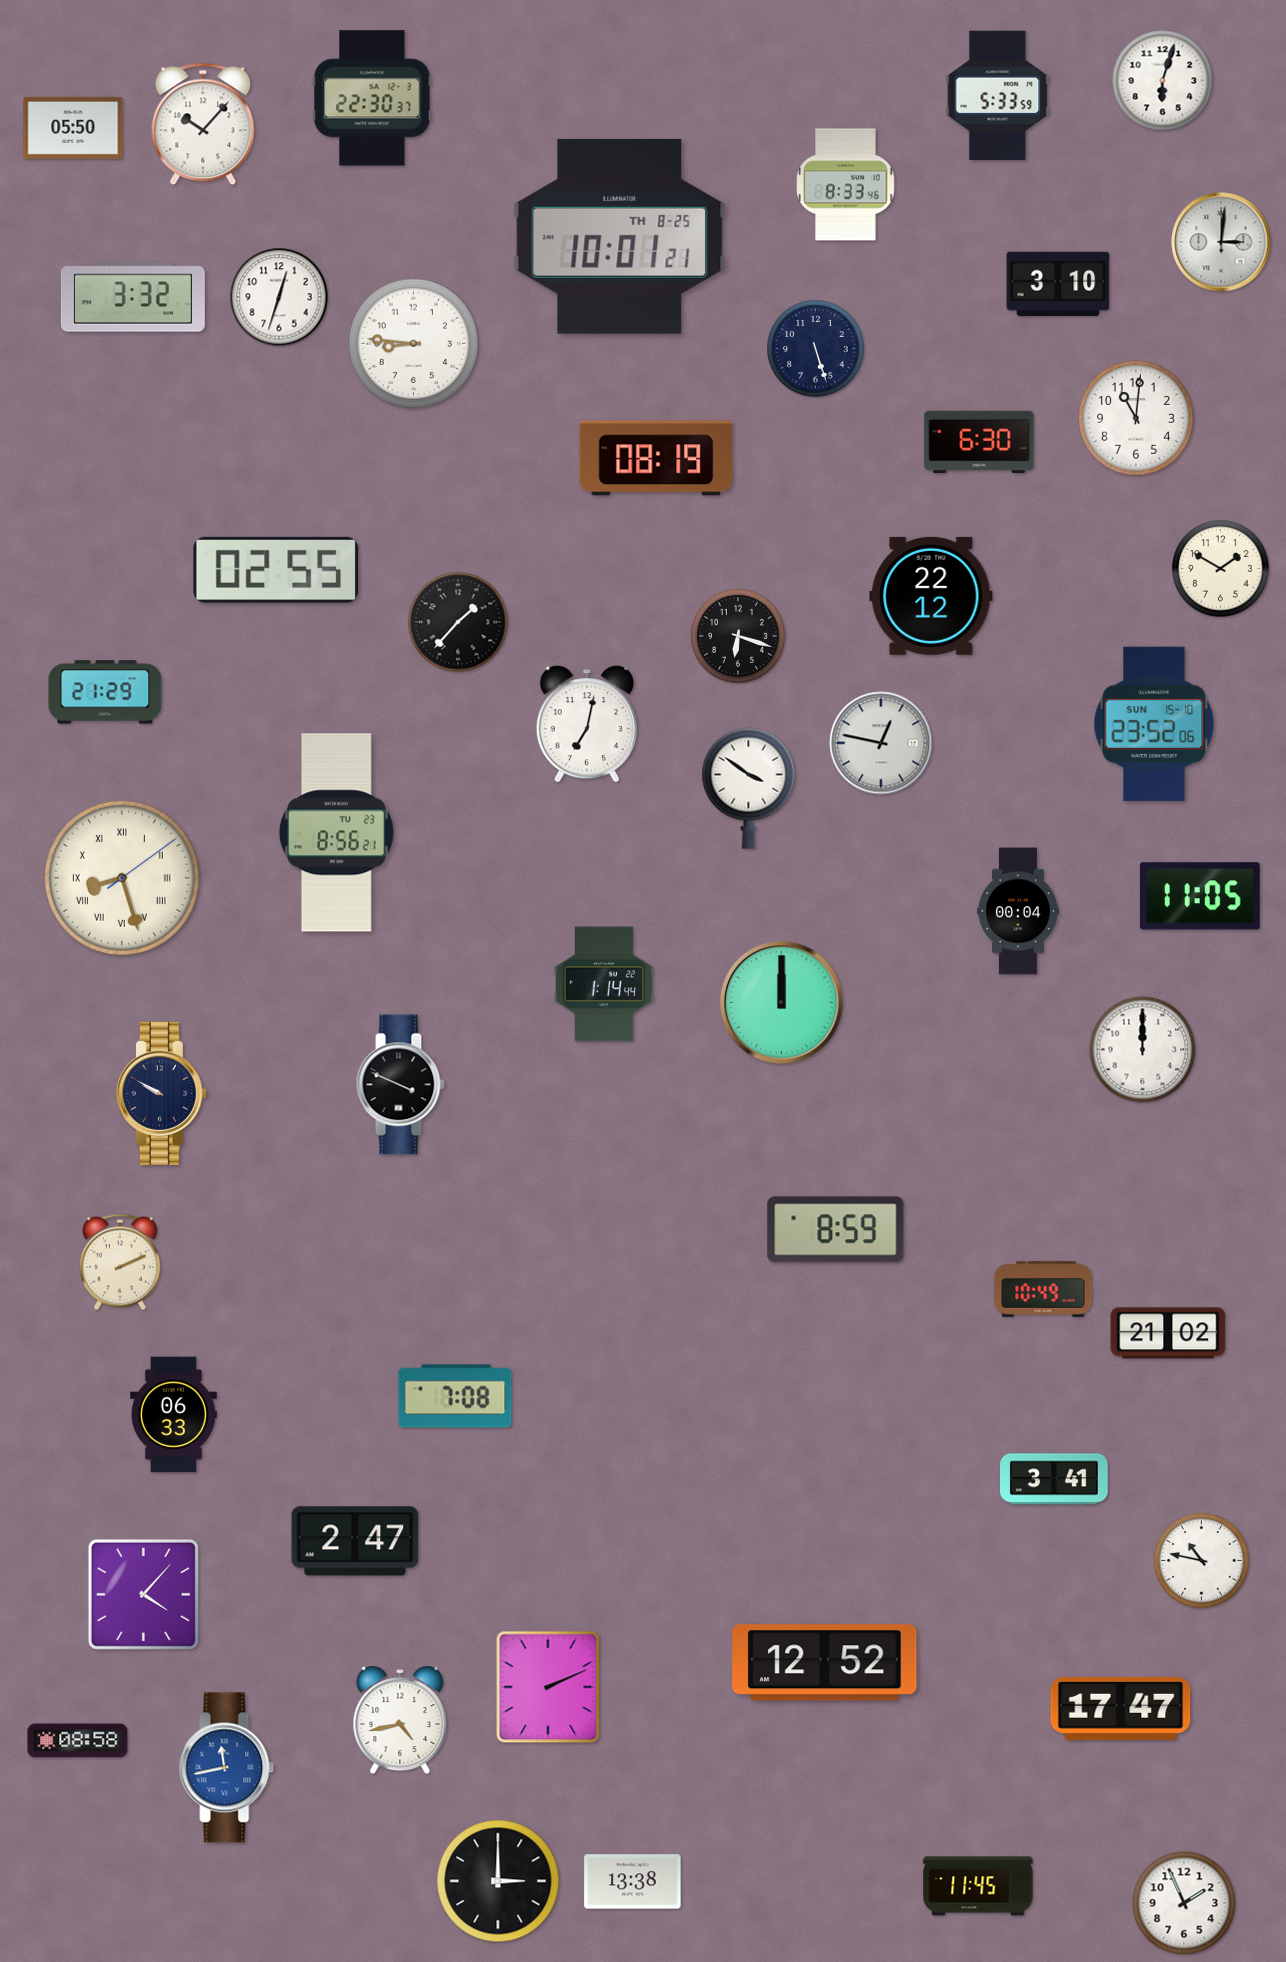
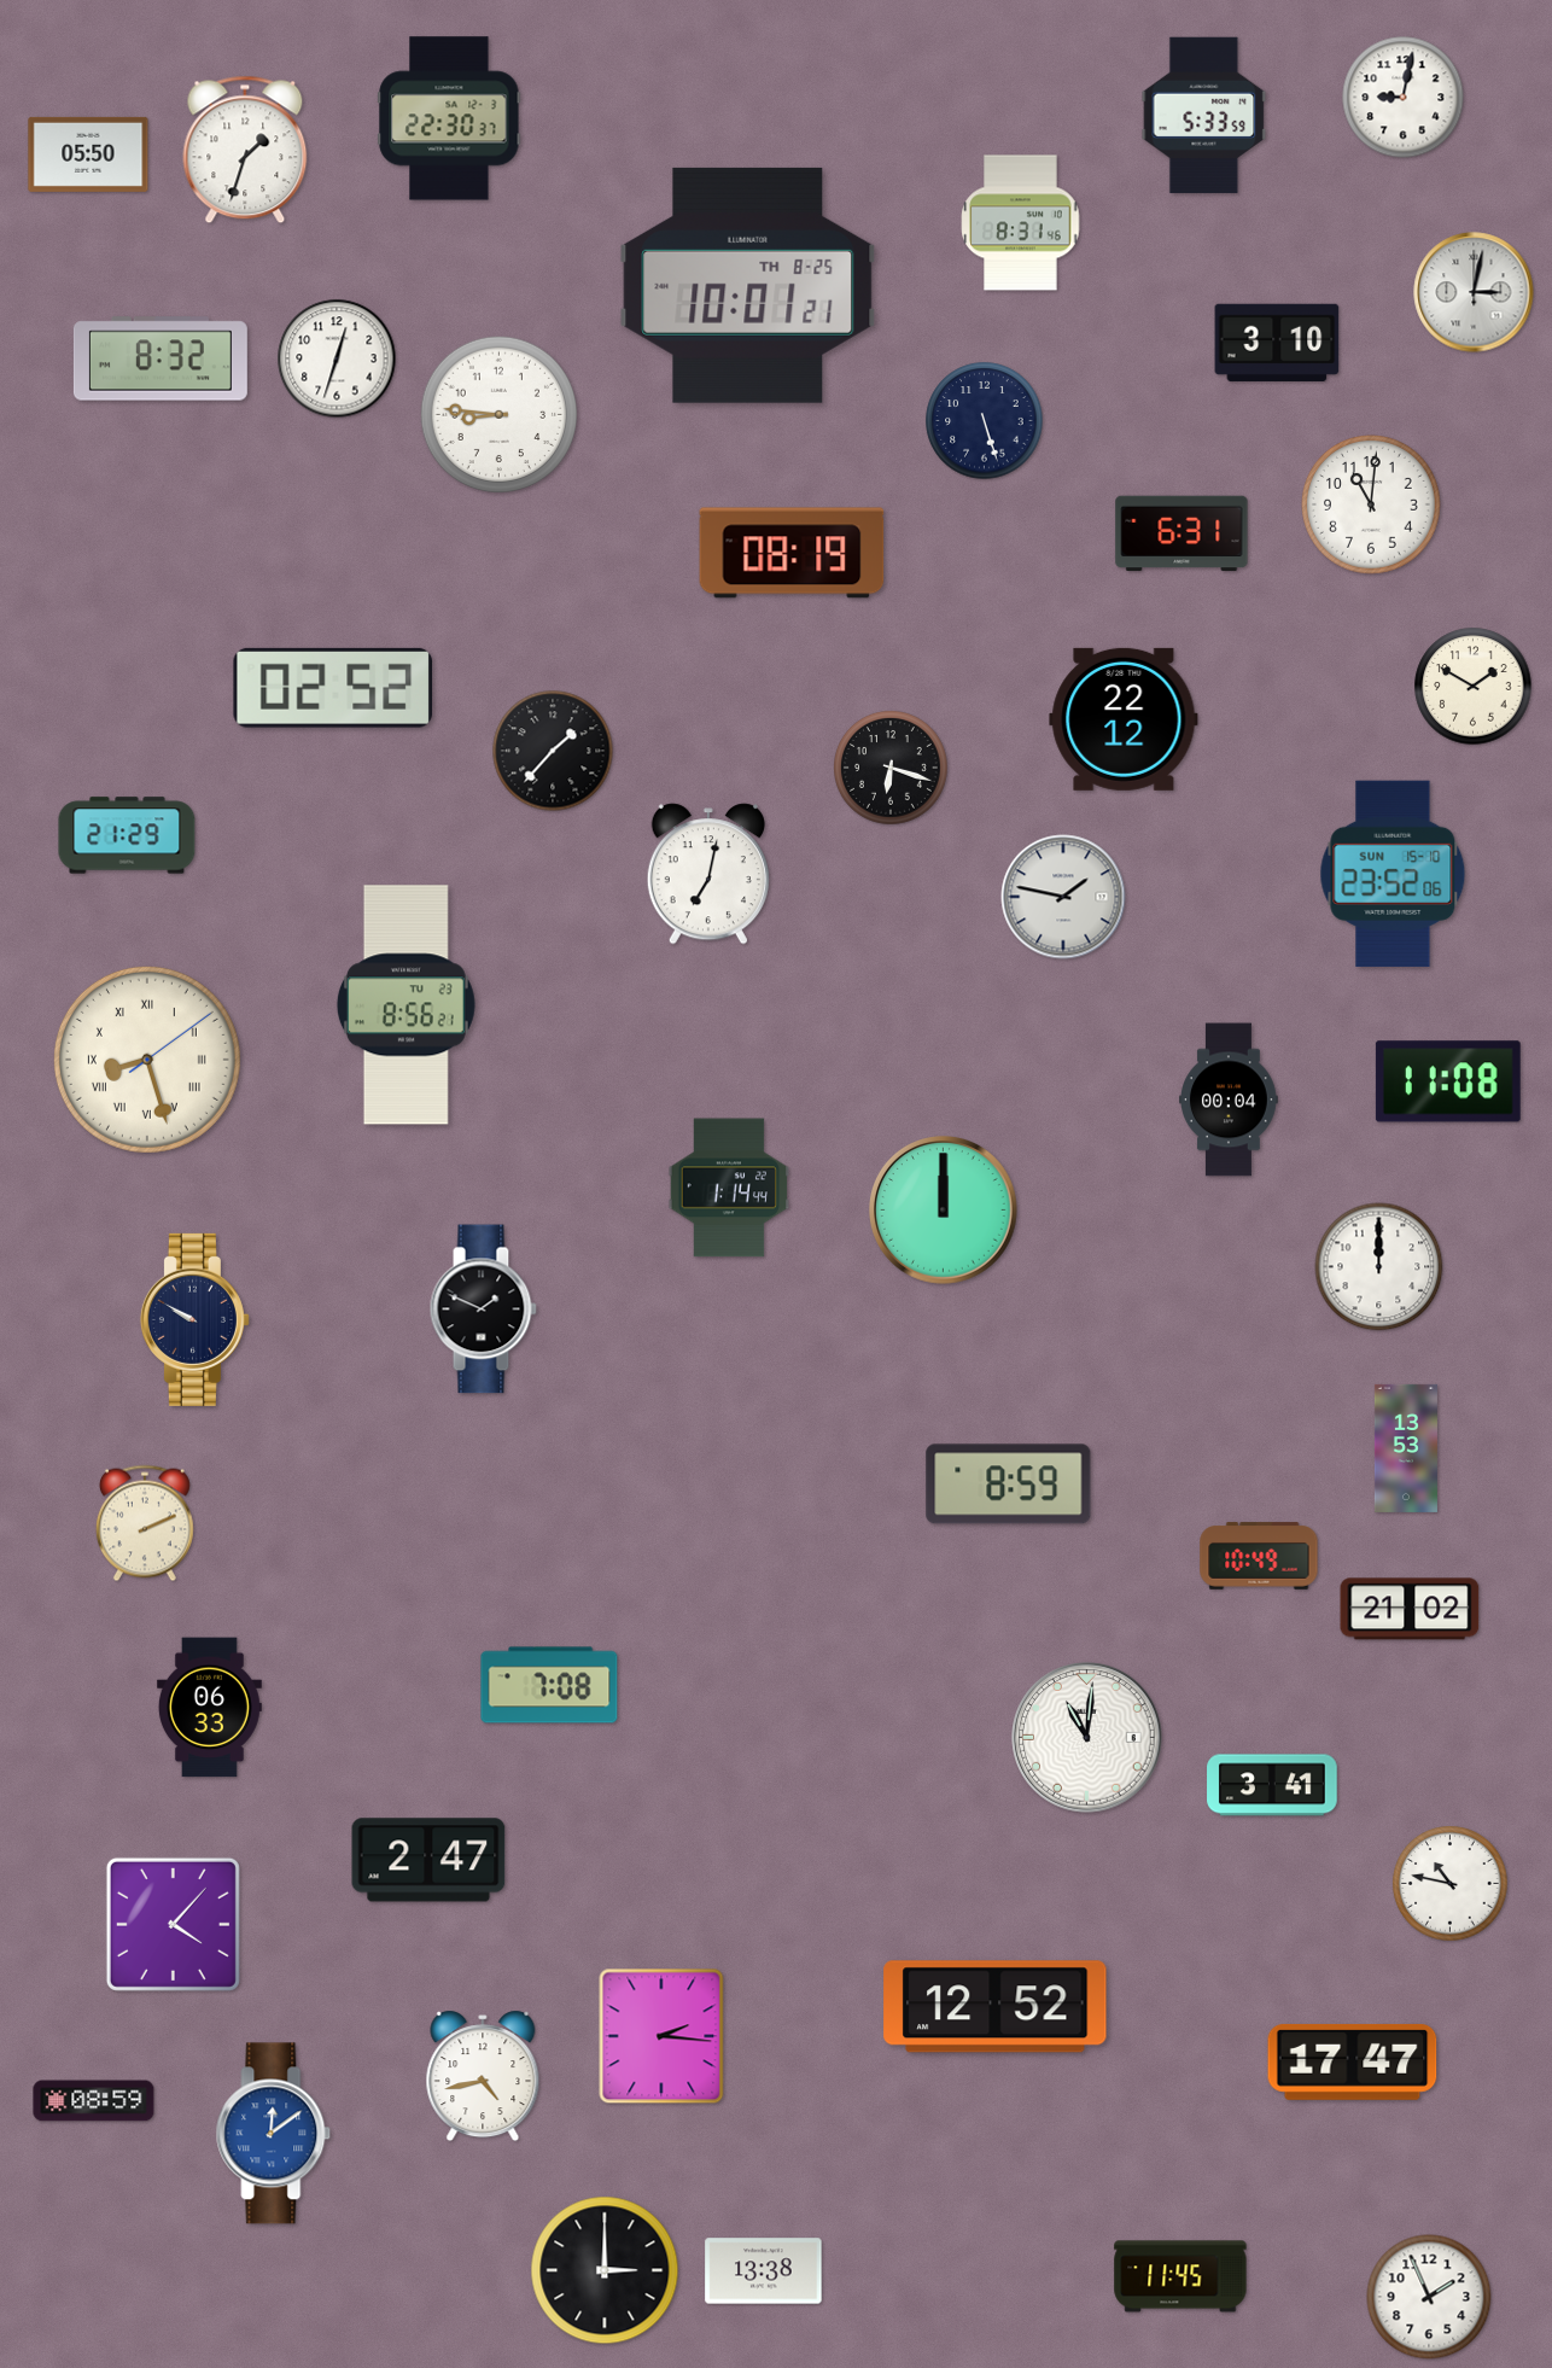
clock at (1163, 81): 6:03 -> 9:02
clock at (203, 124): 10:07 -> 1:33
clock at (846, 185): 8:33 -> 8:31
clock at (1221, 242): 3:01 -> 3:02
clock at (133, 297): 3:32 -> 8:32
clock at (979, 442): 6:30 -> 6:31
clock at (276, 570): 02:55 -> 02:52
clock at (881, 743): 12:47 -> 1:47
clock at (749, 788): 3:51 -> none
clock at (1200, 896): 11:05 -> 11:08
clock at (400, 1085): 3:49 -> 1:49
clock at (1406, 1448): none -> 13:53
clock at (1087, 1738): none -> 11:01
clock at (548, 1687): 2:11 -> 2:16
clock at (78, 1741): 08:58 -> 08:59
clock at (227, 1768): 11:43 -> 12:09
clock at (498, 1881) position: (498, 1881) -> (605, 2270)
